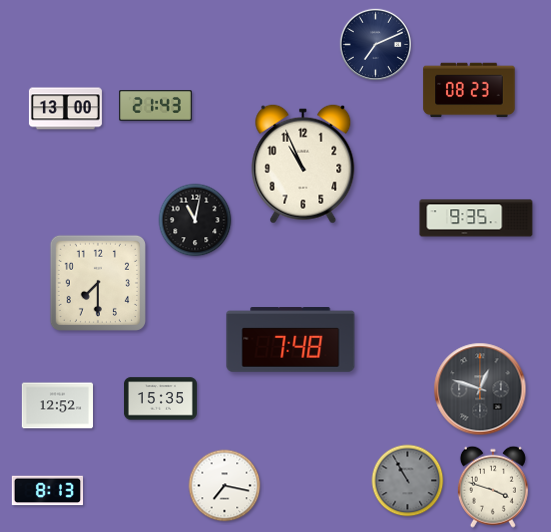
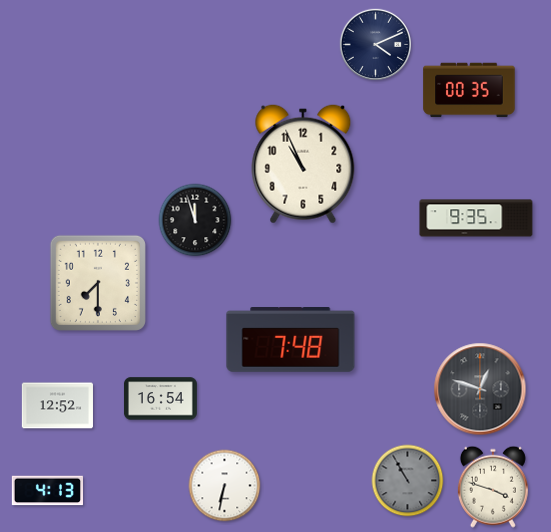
clock at (375, 44): 7:11 -> 4:11
clock at (469, 90): 08:23 -> 00:35
clock at (155, 106): 21:43 -> none
clock at (65, 109): 13:00 -> none
clock at (195, 220): 11:02 -> 11:57
clock at (160, 399): 15:35 -> 16:54
clock at (225, 486): 7:17 -> 6:32
clock at (47, 491): 8:13 -> 4:13
